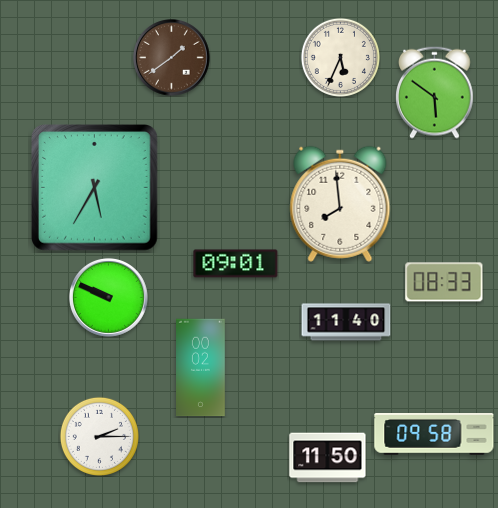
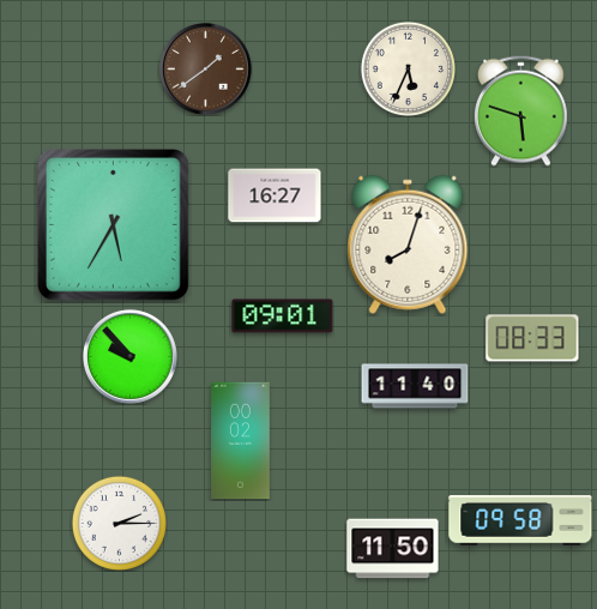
clock at (435, 92): 5:51 -> 5:48
clock at (275, 195): none -> 16:27
clock at (340, 204): 7:59 -> 8:03
clock at (109, 298): 9:49 -> 9:53
